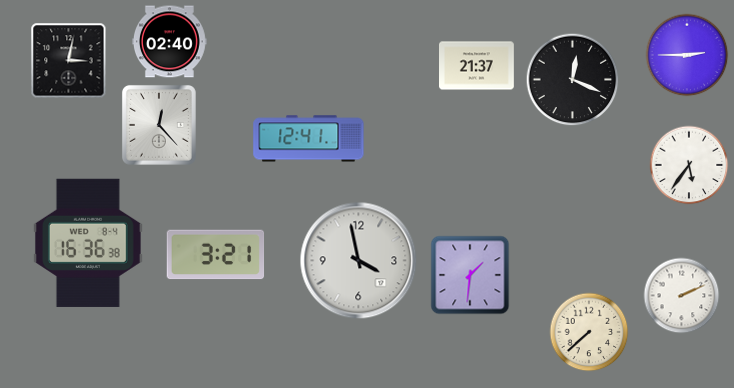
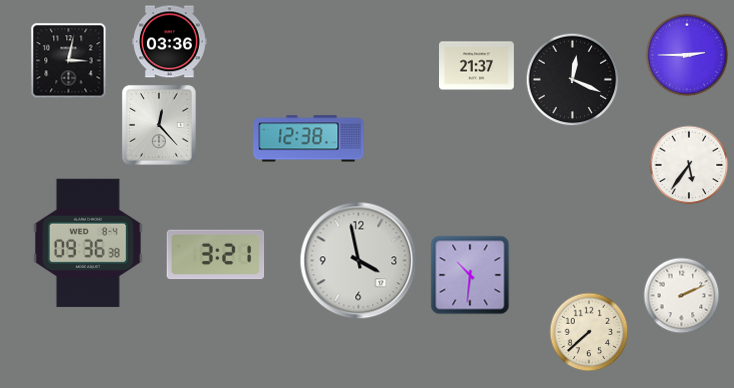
clock at (169, 42): 02:40 -> 03:36
clock at (309, 139): 12:41 -> 12:38
clock at (88, 243): 16:36 -> 09:36
clock at (470, 275): 1:31 -> 10:31
